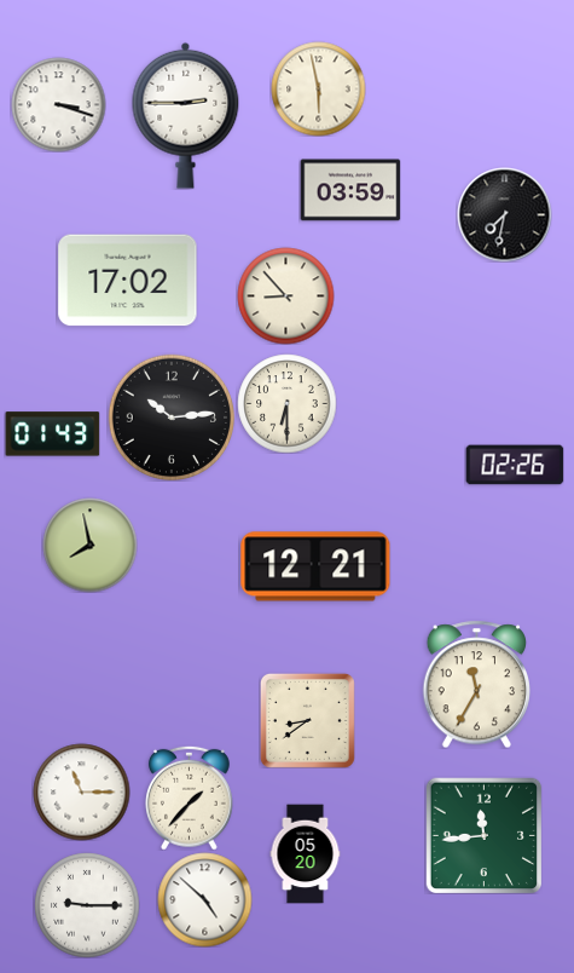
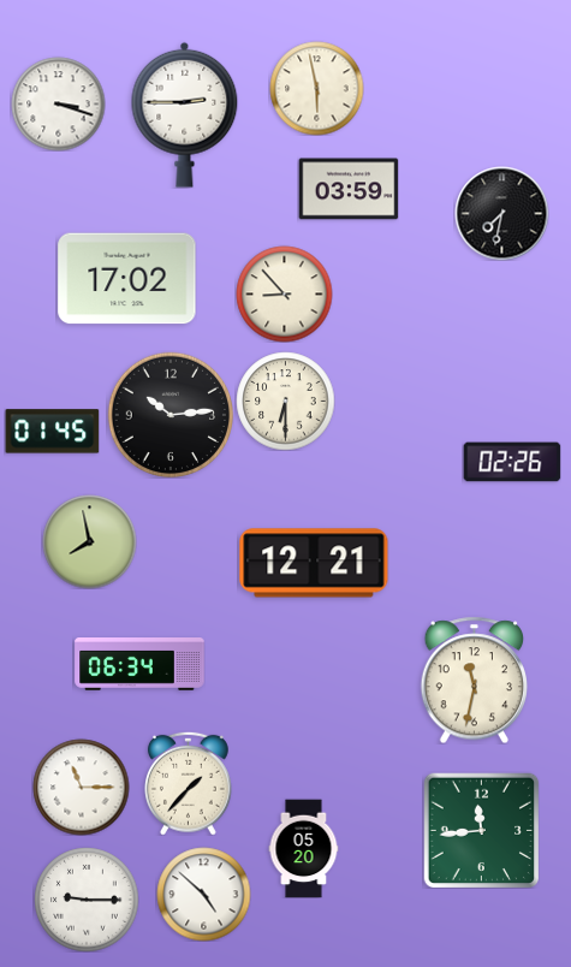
clock at (52, 434): 01:43 -> 01:45
clock at (139, 665): none -> 06:34
clock at (476, 684): 11:35 -> 11:32
clock at (307, 720): 8:39 -> none
clock at (190, 798) position: (190, 798) -> (189, 783)
